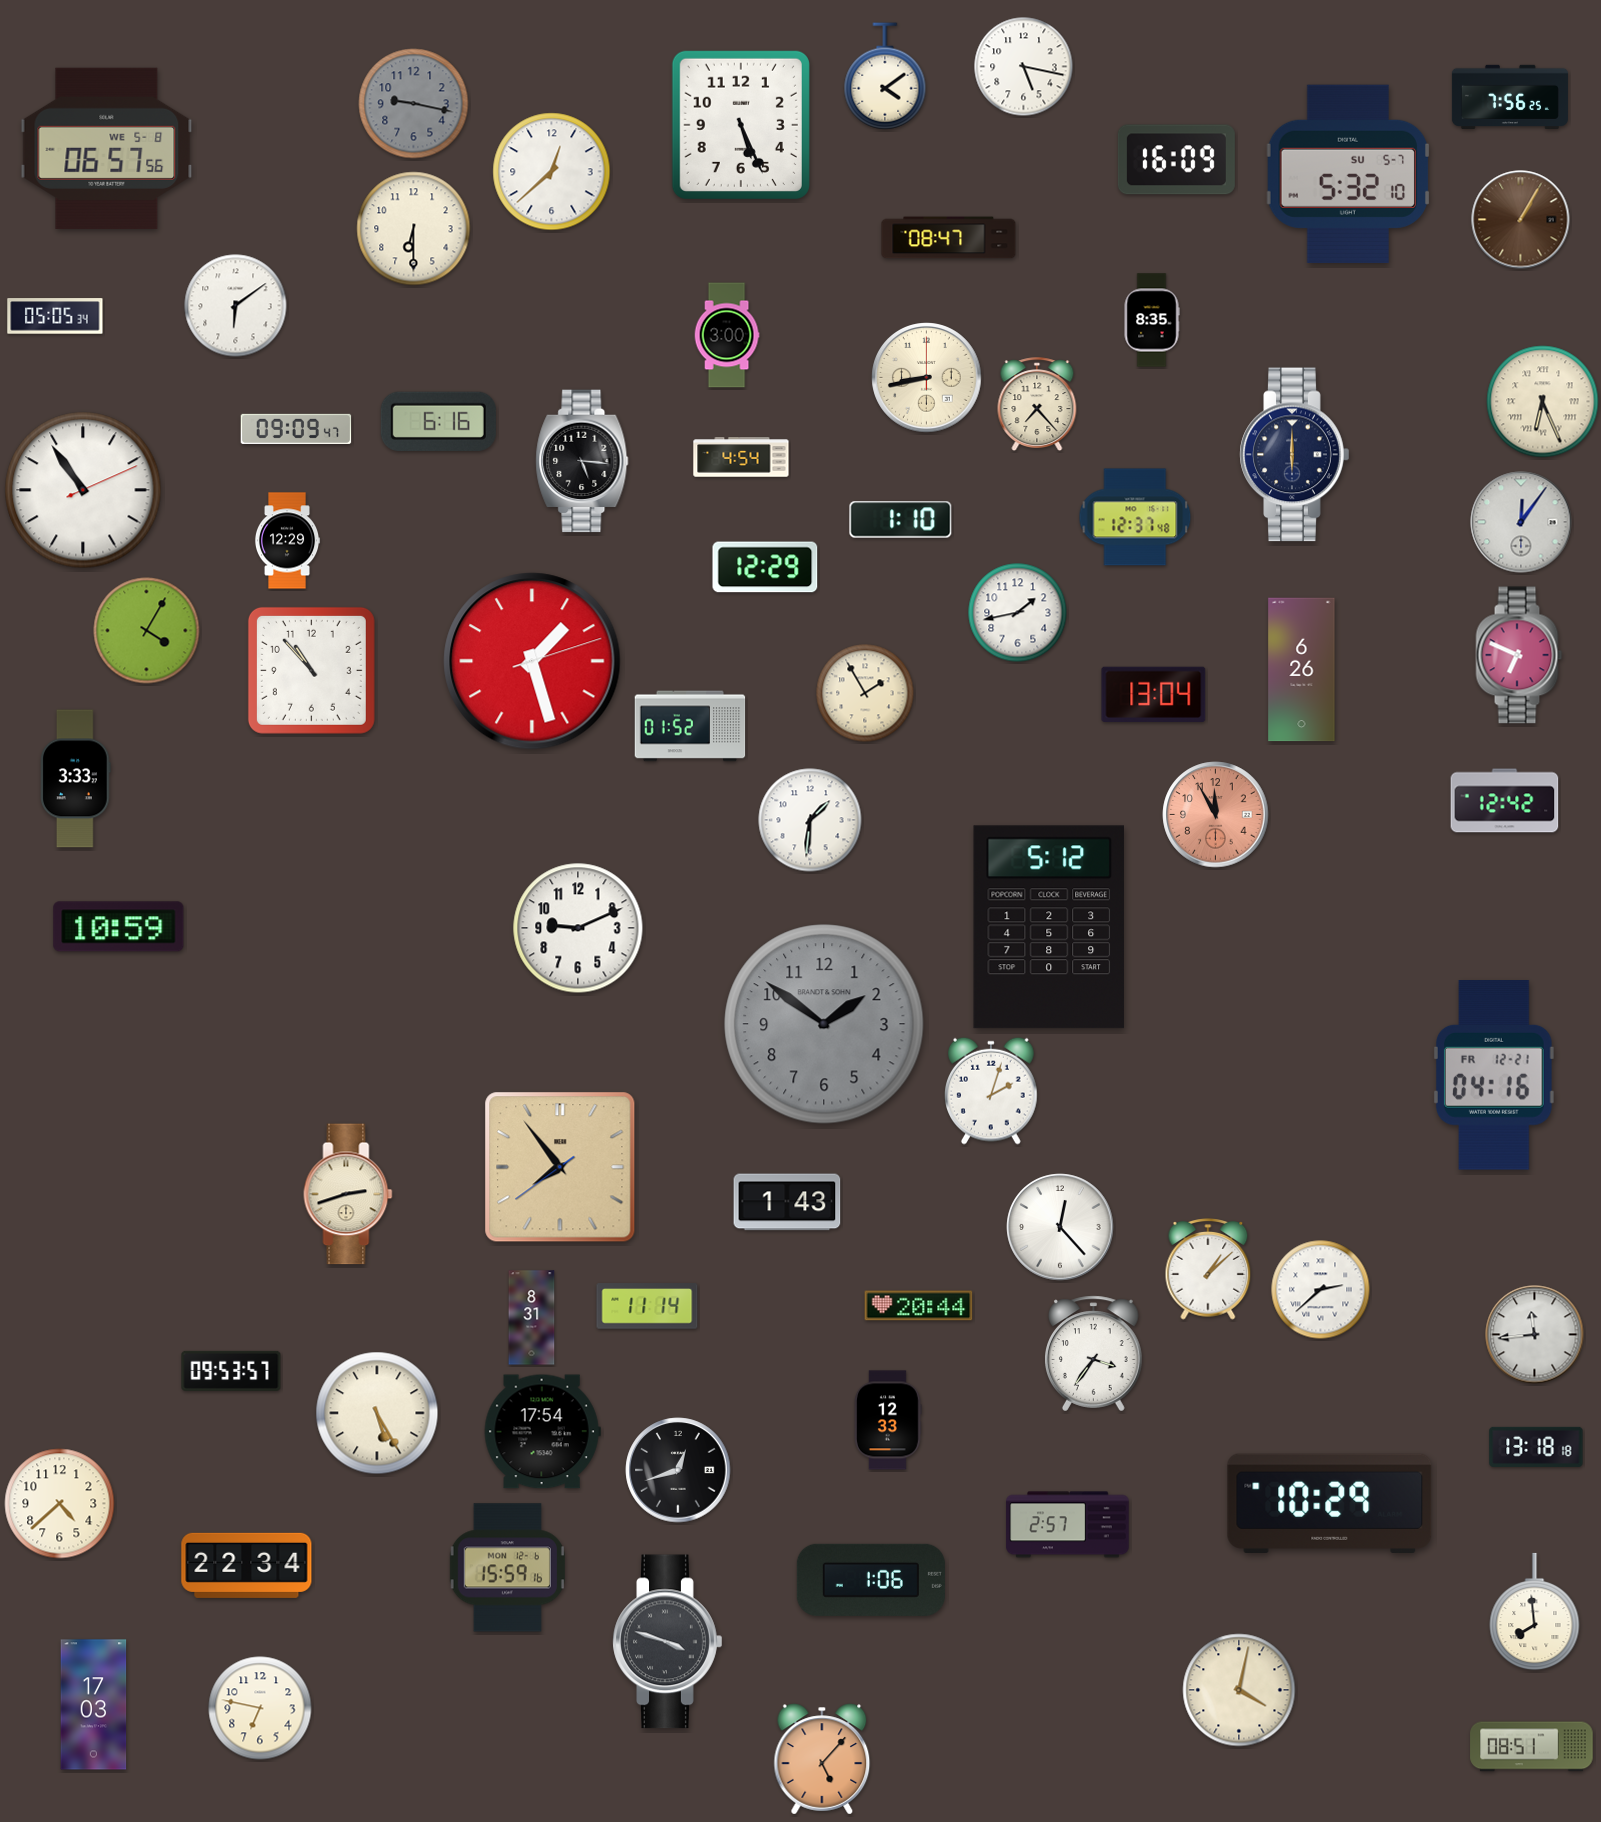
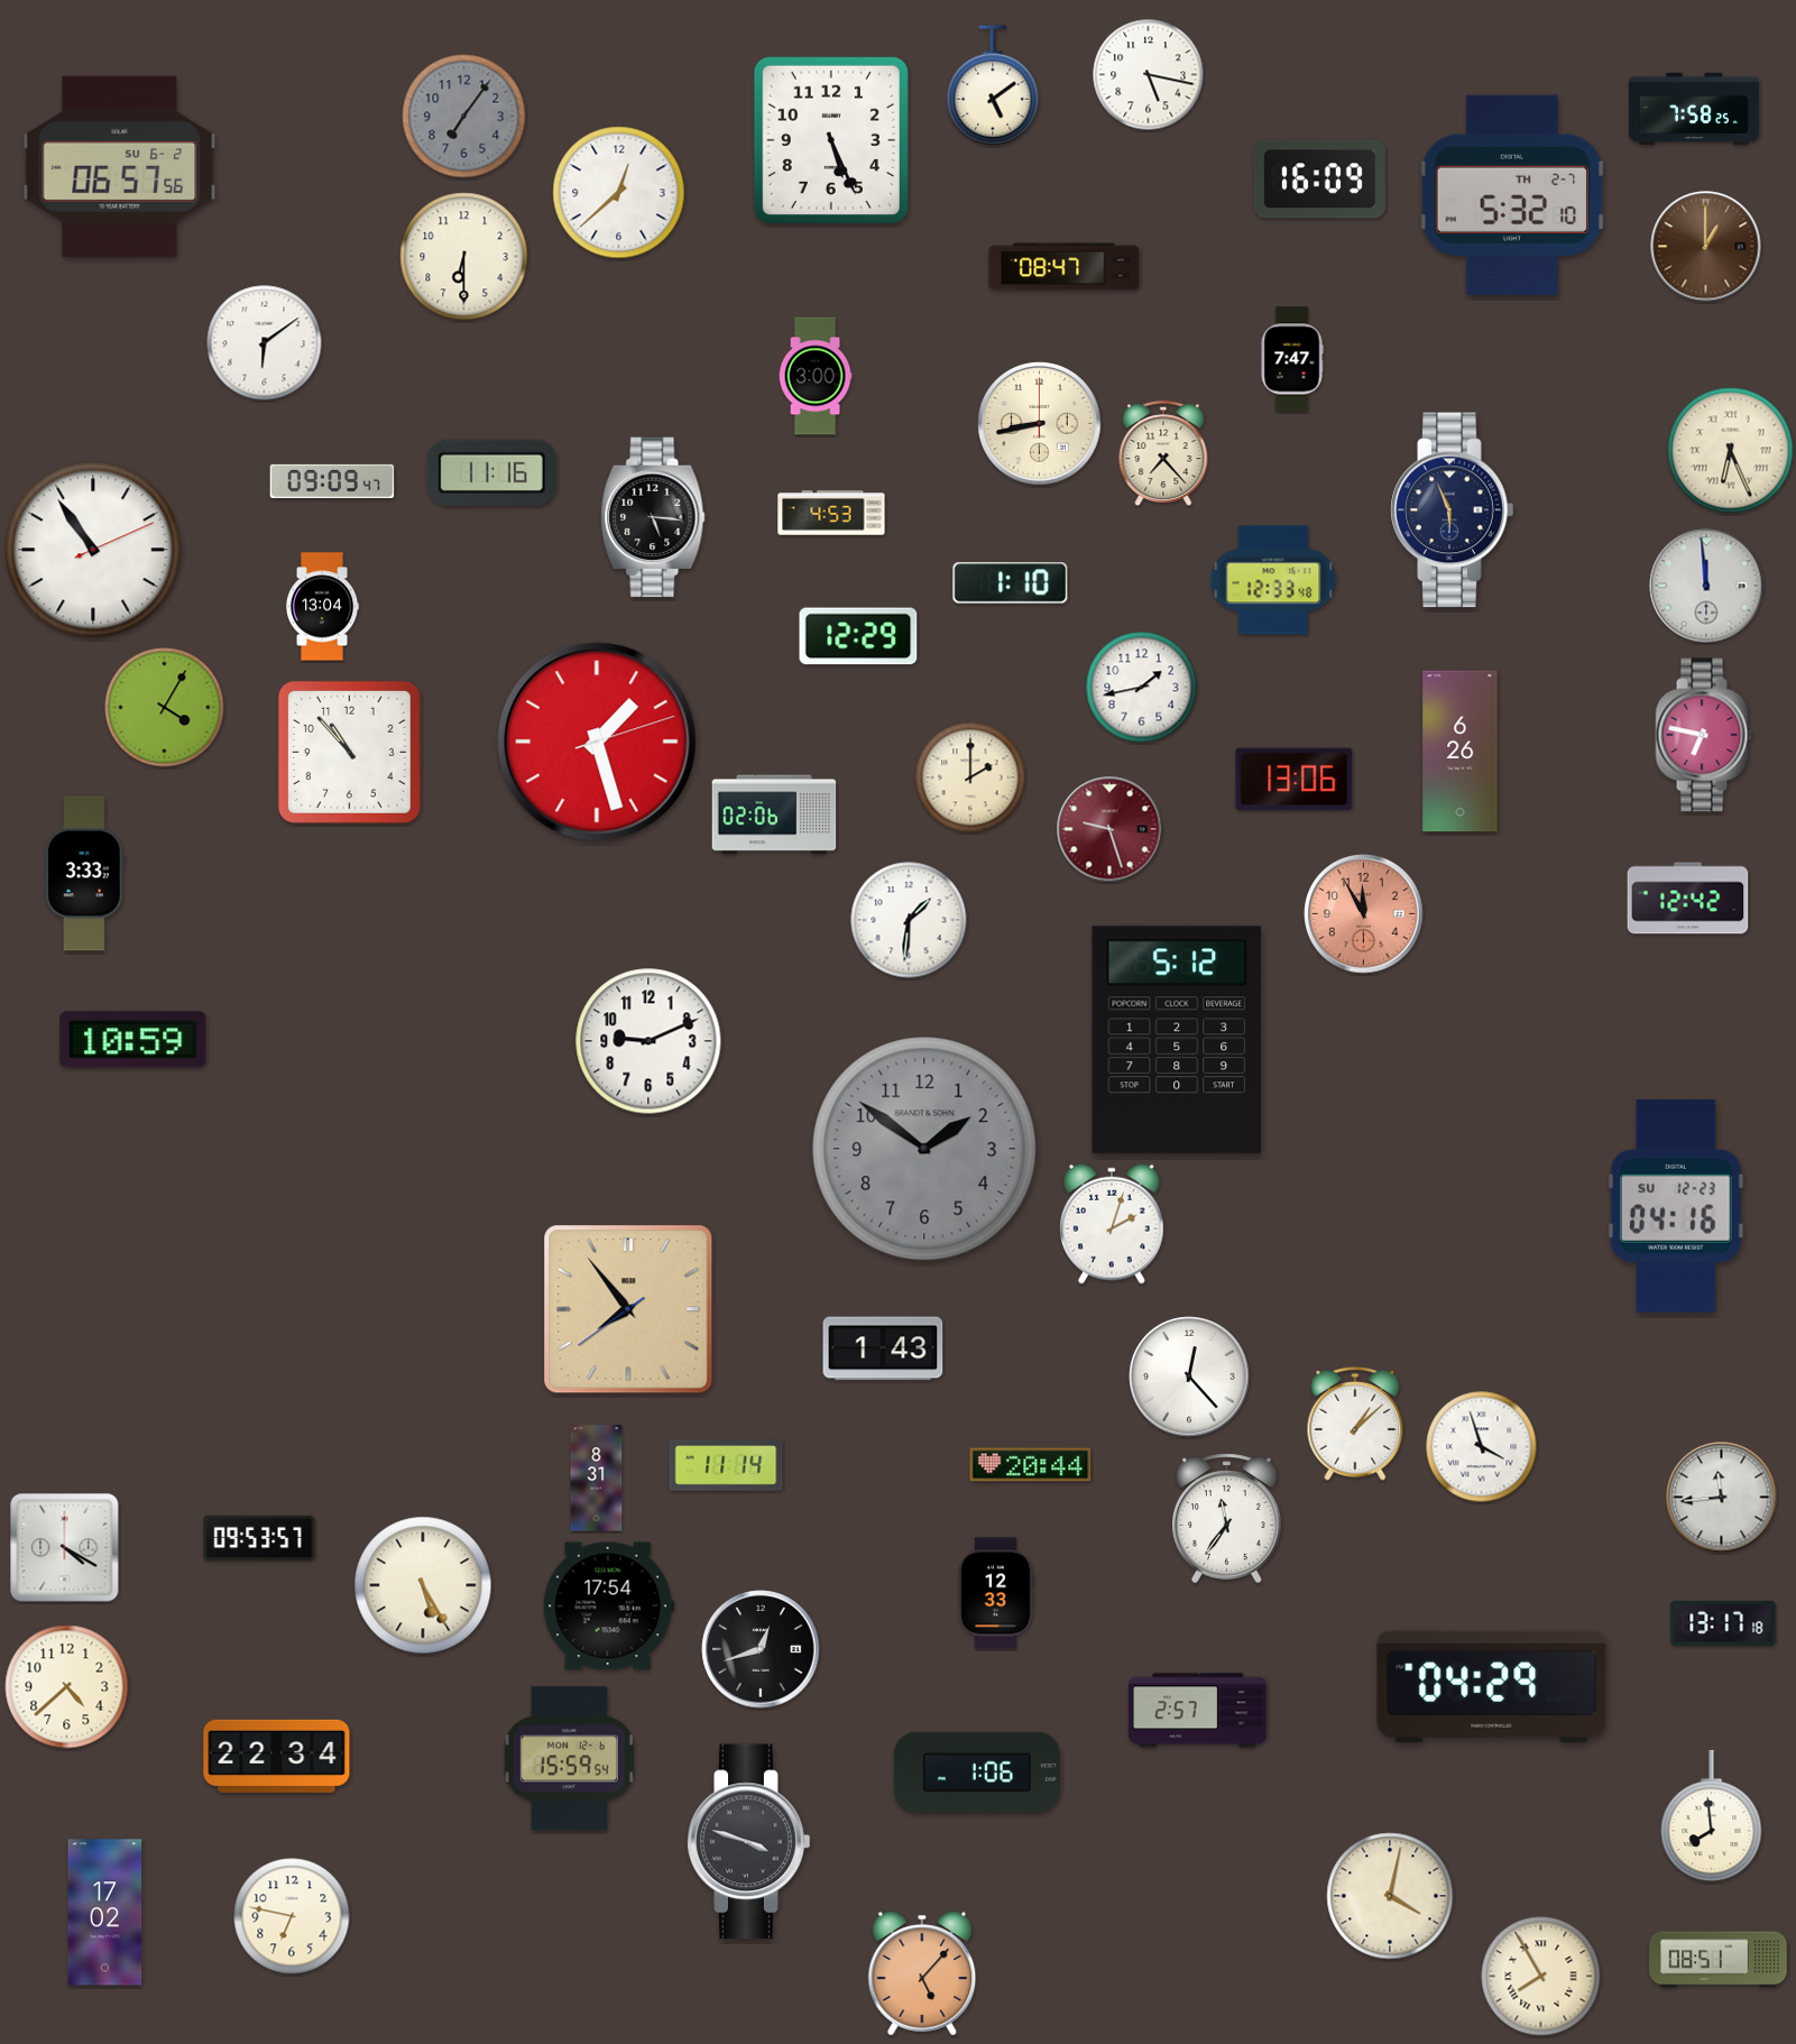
clock at (885, 76): 4:09 -> 5:09
clock at (1510, 96): 7:56 -> 7:58
clock at (414, 104): 9:17 -> 7:06
clock at (107, 148) date: WE 5-8 -> SU 6-2
clock at (1348, 174) date: SU 5-7 -> TH 2-7
clock at (1521, 220): 1:05 -> 1:00
clock at (55, 316): 05:05 -> none
clock at (1152, 320): 8:35 -> 7:47
clock at (438, 421): 6:16 -> 11:16
clock at (1295, 455): 6:00 -> 5:56
clock at (741, 457): 4:54 -> 4:53
clock at (1135, 517): 12:37 -> 12:33
clock at (1521, 522): 12:06 -> 11:59
clock at (287, 541): 12:29 -> 13:04
clock at (1519, 655): 6:49 -> 6:47
clock at (865, 693): 1:55 -> 2:00
clock at (1154, 694): 13:04 -> 13:06
clock at (690, 726): 01:52 -> 02:06
clock at (1109, 829): none -> 9:27
clock at (1494, 1076) date: FR 12-21 -> SU 12-23
clock at (348, 1194): 2:42 -> none
clock at (1321, 1290): 2:38 -> 3:57
clock at (1094, 1354): 3:36 -> 11:36
clock at (65, 1548): none -> 4:20
clock at (1536, 1447): 13:18 -> 13:17
clock at (1330, 1503): 10:29 -> 04:29
clock at (507, 1568): 15:59:16 -> 15:59:54
clock at (1535, 1612) position: (1535, 1612) -> (1712, 1816)
clock at (94, 1705): 17:03 -> 17:02
clock at (1541, 1977): none -> 7:55
